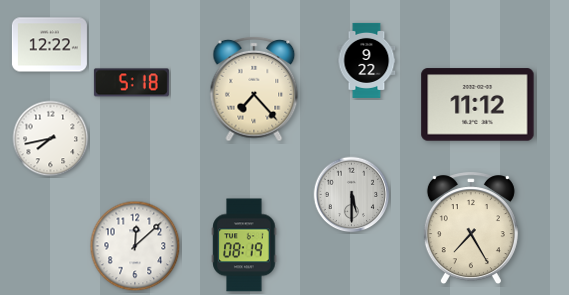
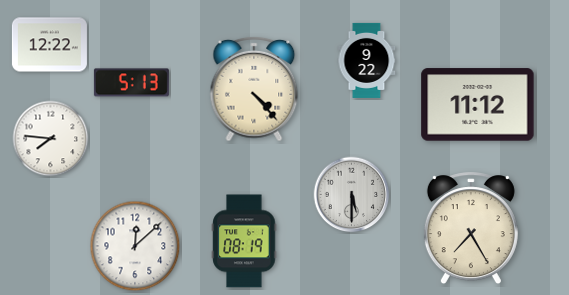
clock at (131, 83): 5:18 -> 5:13
clock at (254, 89): 7:23 -> 4:23
clock at (51, 139): 7:43 -> 7:46
clock at (244, 245) position: (244, 245) -> (244, 241)
